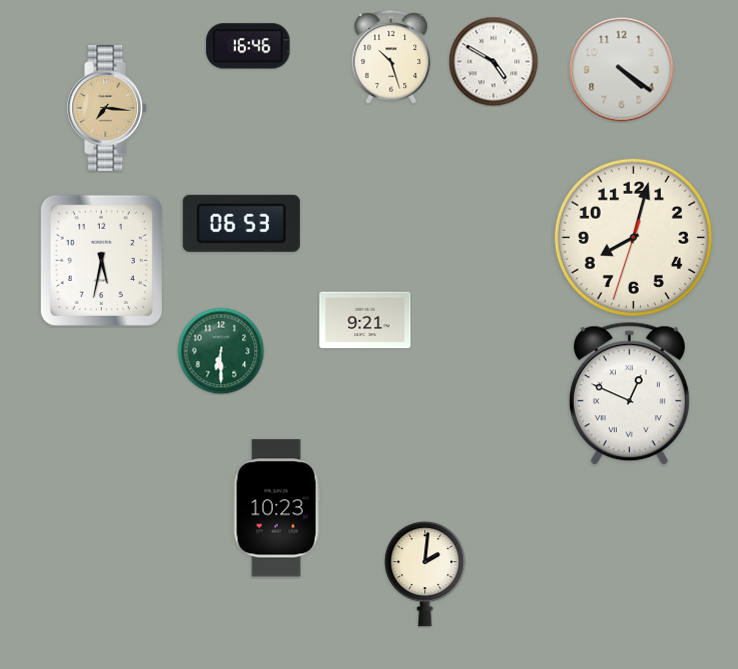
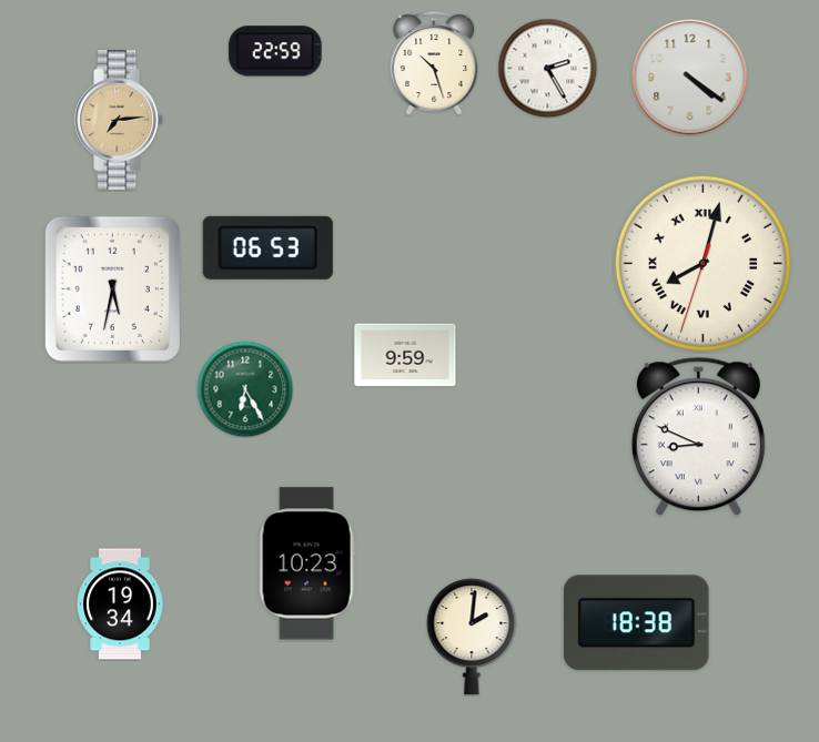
clock at (248, 46): 16:46 -> 22:59
clock at (493, 61): 4:50 -> 2:25
clock at (108, 109): 7:16 -> 7:14
clock at (633, 237) numerals: Arabic -> Roman
clock at (365, 320): 9:21 -> 9:59
clock at (221, 351): 6:30 -> 6:25
clock at (629, 394): 12:49 -> 8:49
clock at (120, 604): none -> 19:34
clock at (637, 623): none -> 18:38
